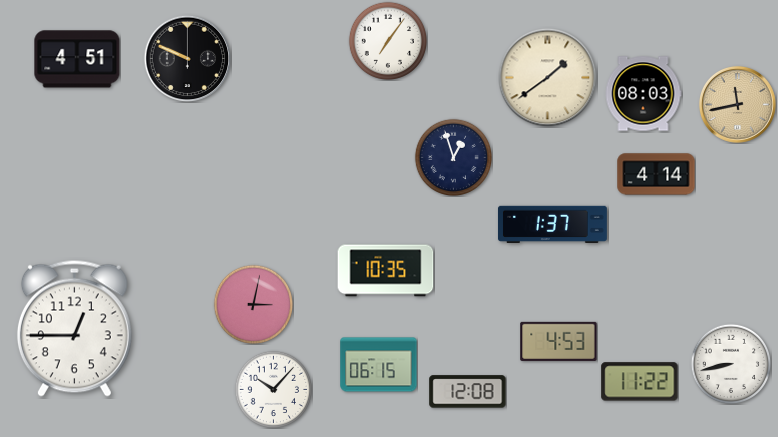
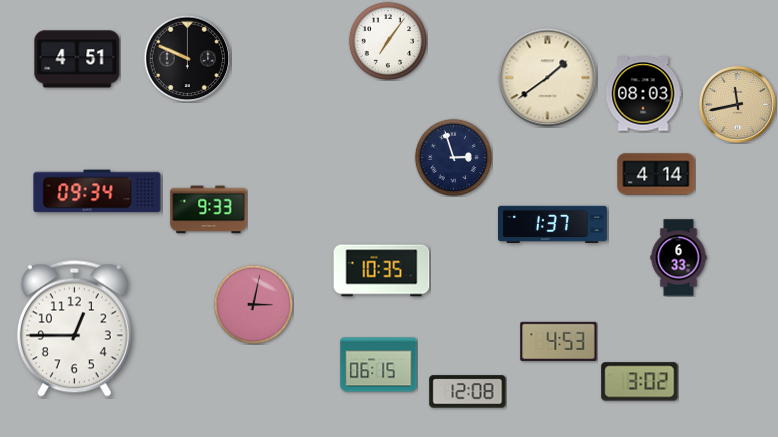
clock at (453, 157): 12:57 -> 2:57
clock at (97, 191): none -> 09:34
clock at (209, 210): none -> 9:33
clock at (679, 258): none -> 6:33
clock at (386, 271) position: (386, 271) -> (382, 271)
clock at (731, 364): 8:43 -> none
clock at (640, 382): 11:22 -> 3:02
clock at (273, 389): 10:07 -> none
